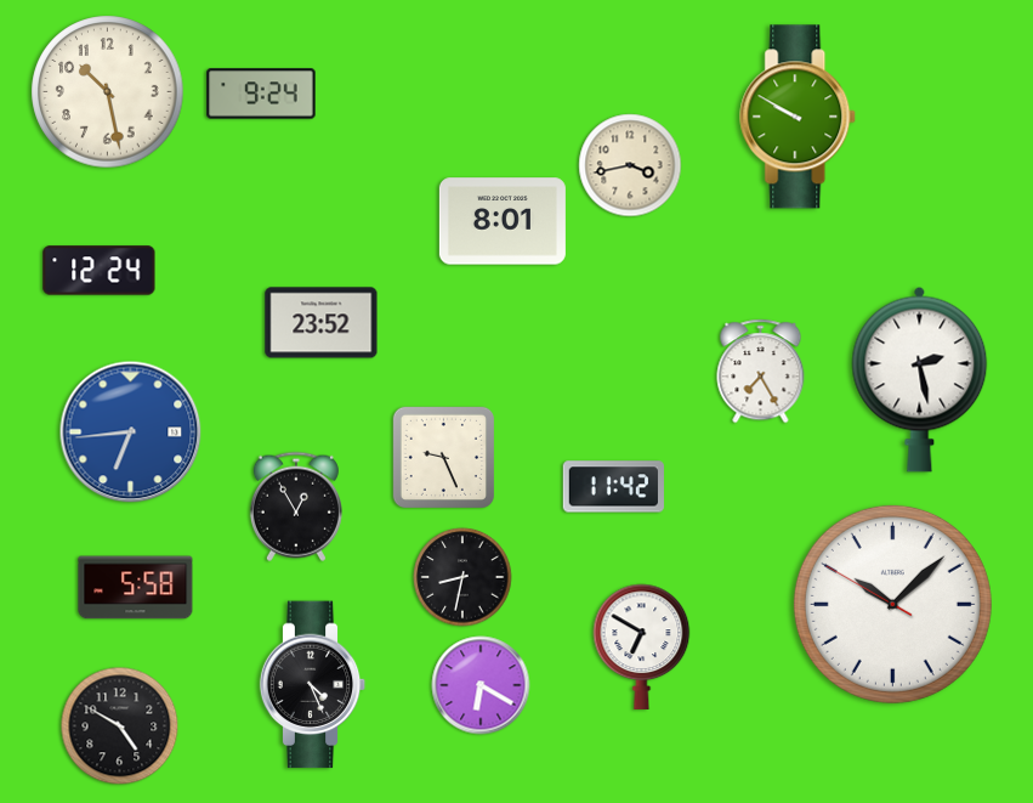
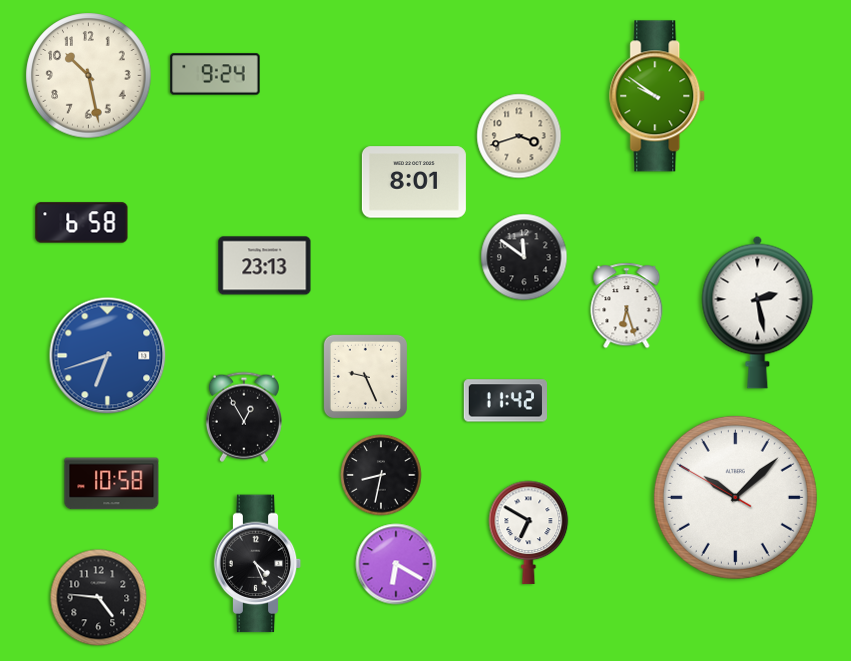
clock at (261, 94) position: (261, 94) -> (215, 74)
clock at (799, 117): 9:50 -> 9:51
clock at (630, 165): 3:43 -> 3:42
clock at (100, 271): 12:24 -> 6:58
clock at (524, 257): none -> 11:51
clock at (322, 323): 23:52 -> 23:13
clock at (761, 372): 7:25 -> 6:27
clock at (131, 432): 6:44 -> 6:42
clock at (136, 588): 5:58 -> 10:58
clock at (120, 726): 4:50 -> 4:46
